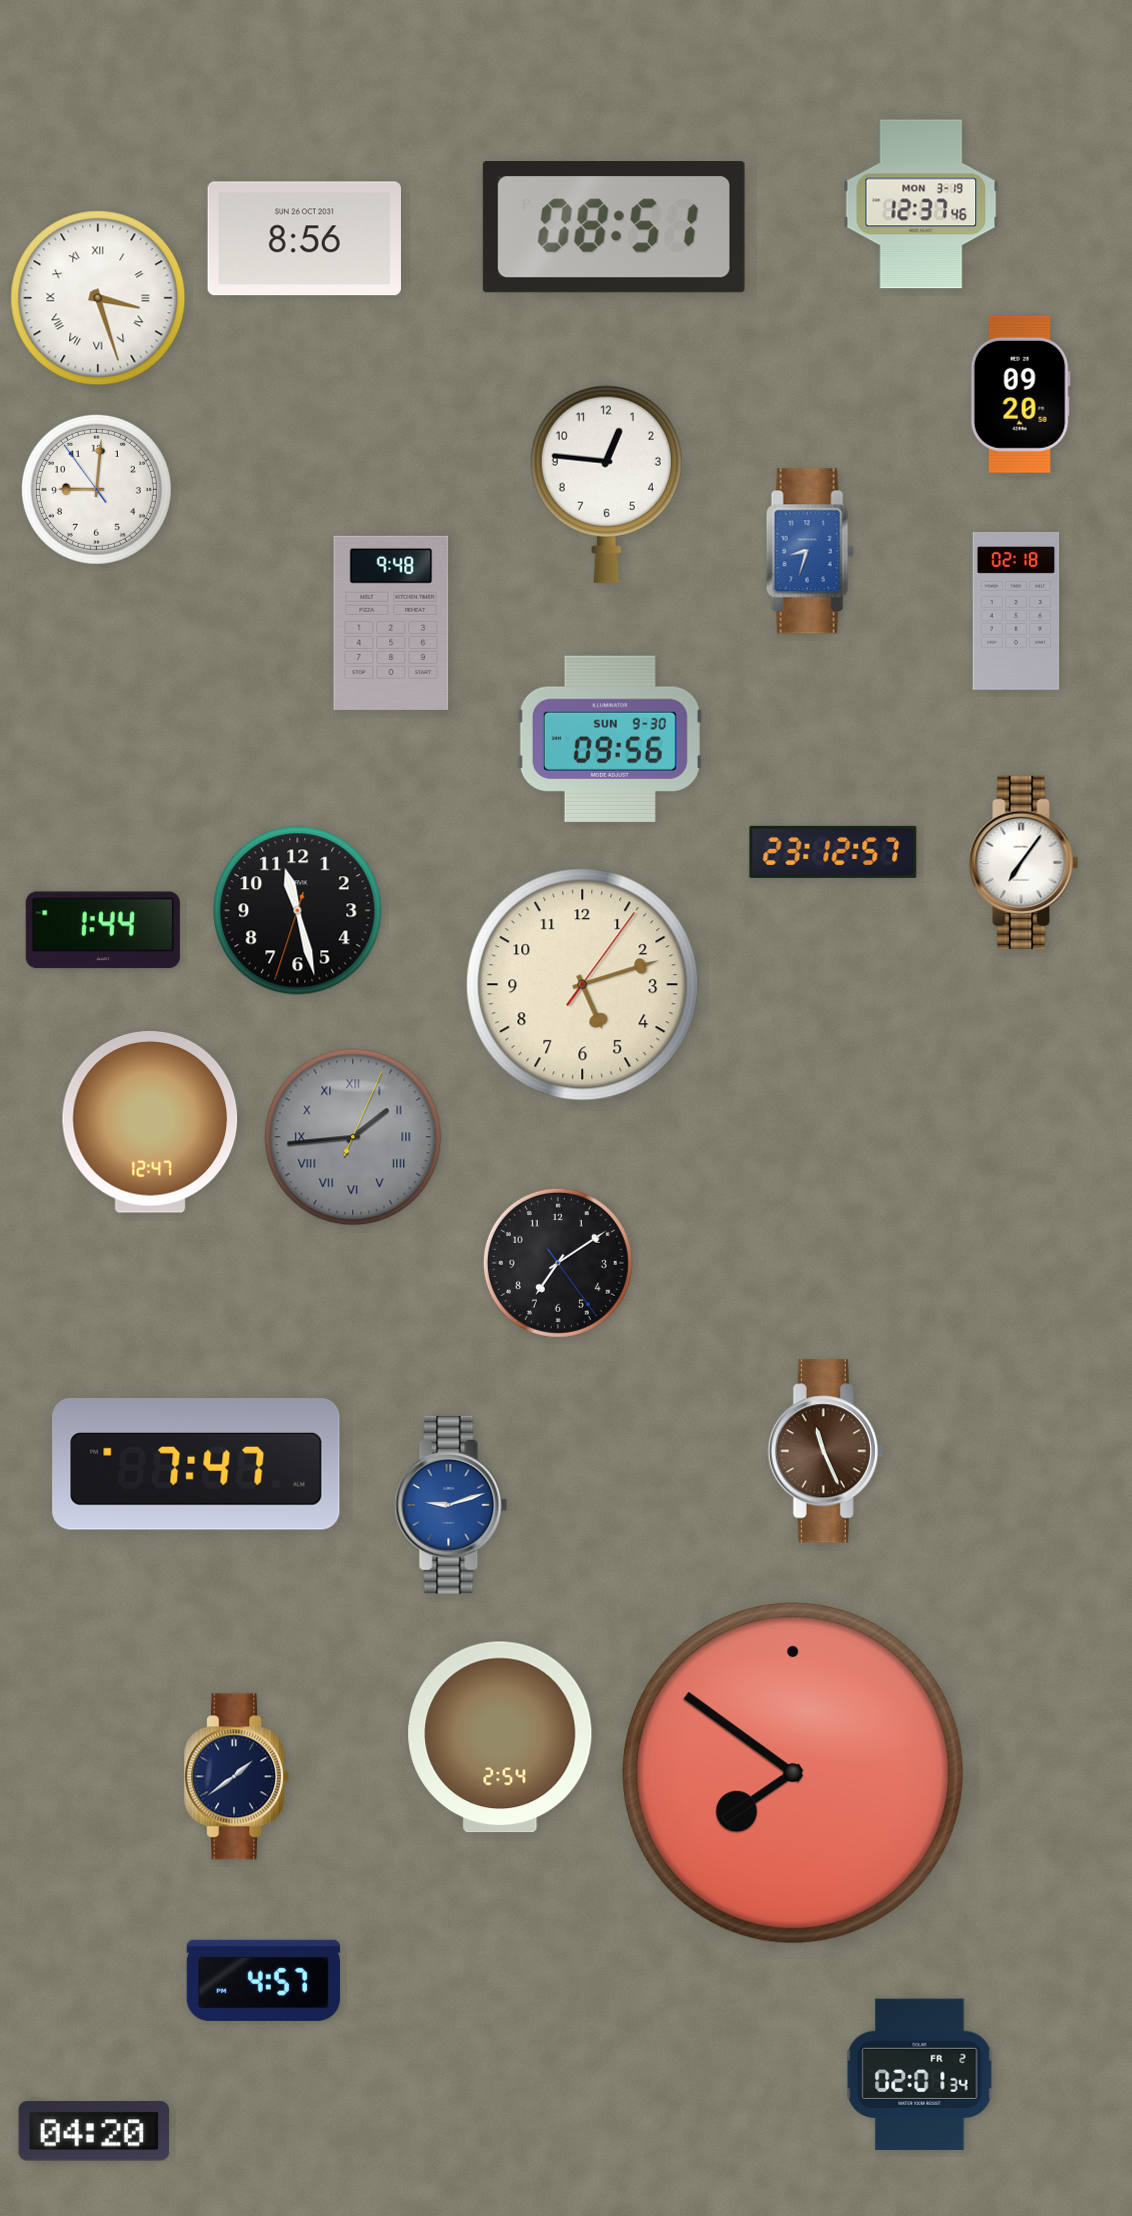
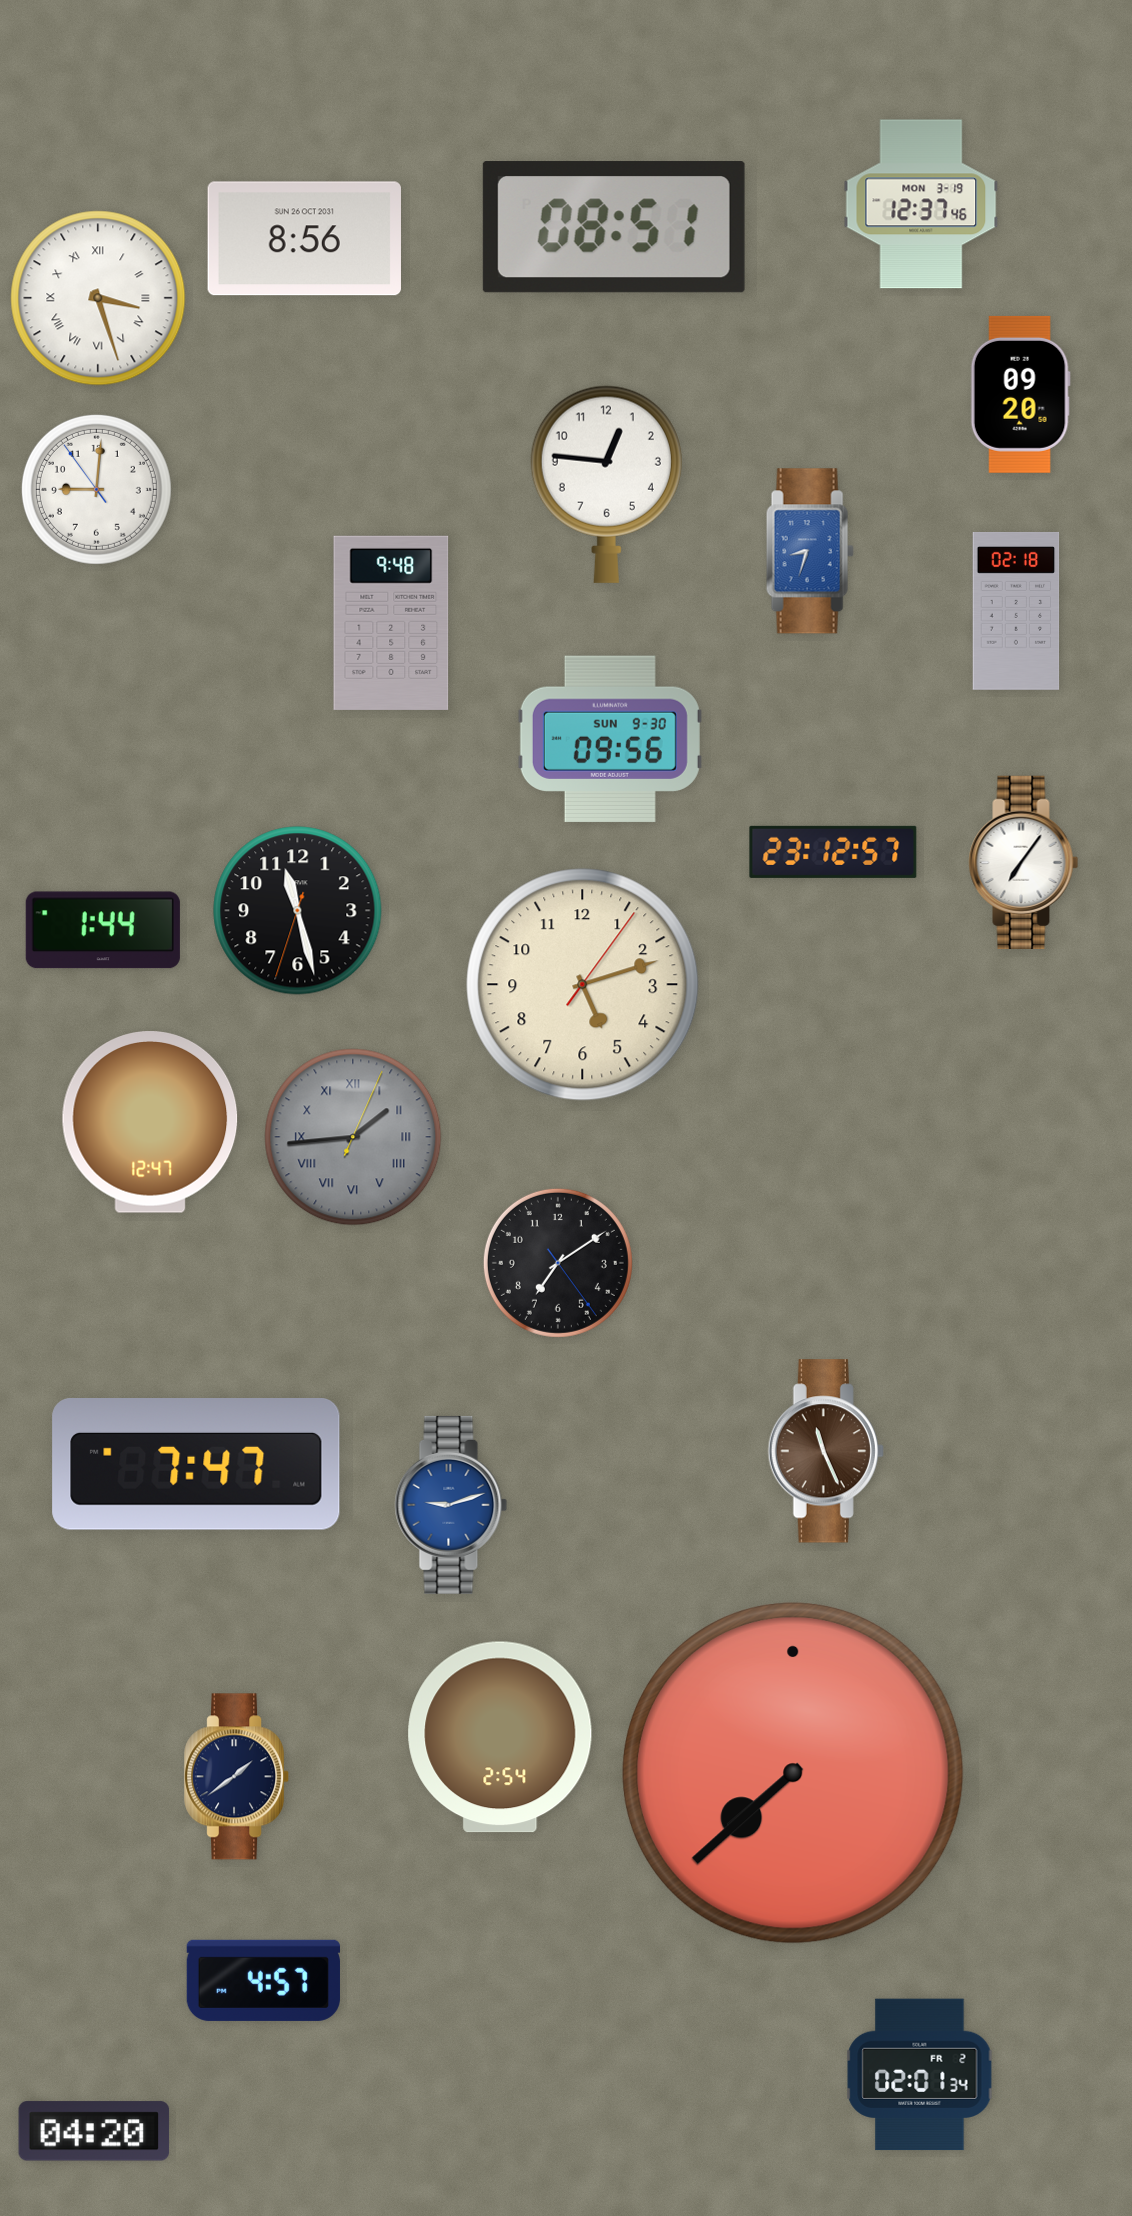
clock at (793, 1773): 7:51 -> 7:38
